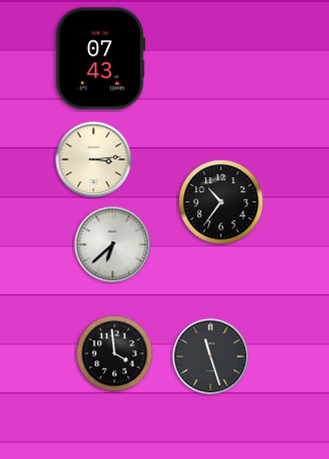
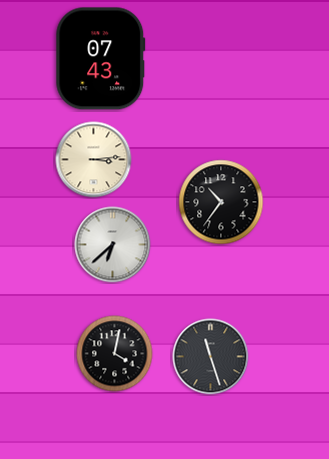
clock at (115, 354): 3:59 -> 4:02
